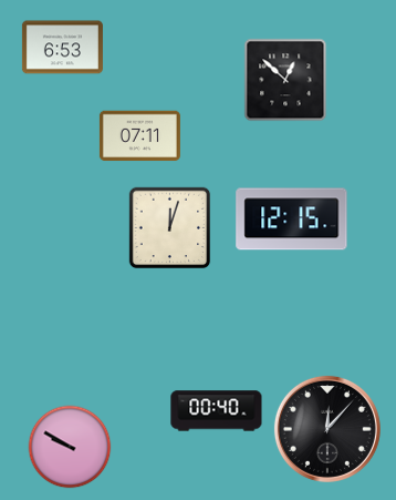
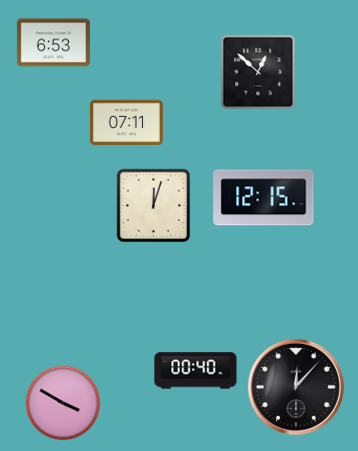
clock at (62, 48) position: (62, 48) -> (53, 43)
clock at (70, 447): 9:50 -> 3:50
